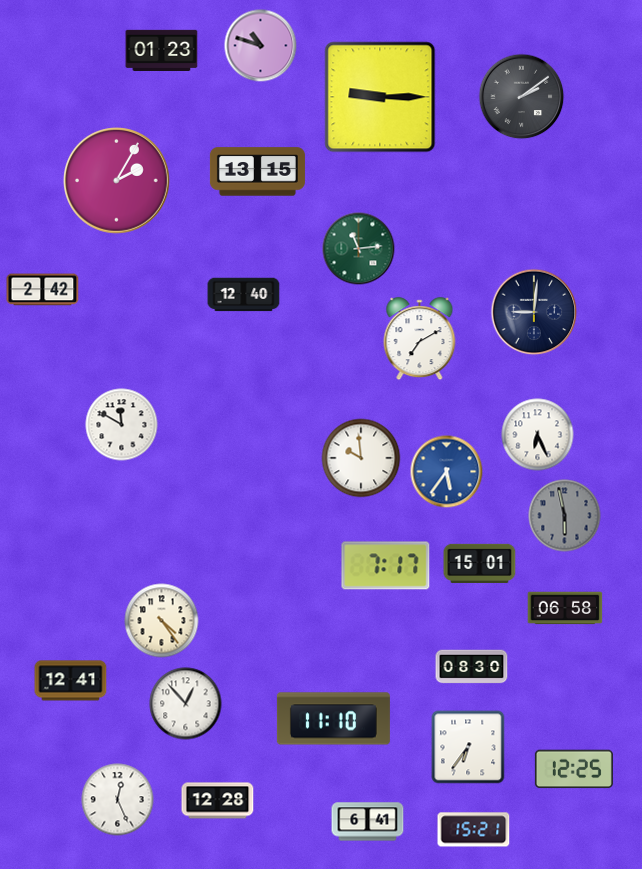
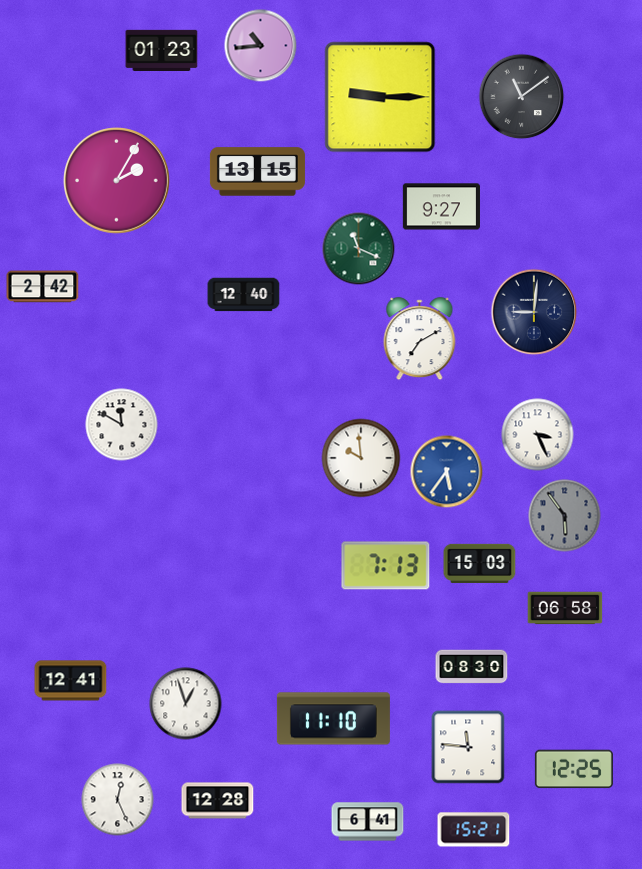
clock at (261, 46): 10:48 -> 10:44
clock at (522, 97): 2:09 -> 11:09
clock at (441, 207): none -> 9:27
clock at (359, 249): 11:14 -> 11:19
clock at (43, 290) position: (43, 290) -> (43, 287)
clock at (538, 435): 6:26 -> 3:26
clock at (565, 516): 5:58 -> 5:54
clock at (480, 563): 15:01 -> 15:03
clock at (386, 566): 7:17 -> 7:13
clock at (162, 621): 4:24 -> none
clock at (186, 704): 12:53 -> 12:57
clock at (468, 747): 6:36 -> 11:46
